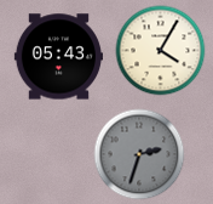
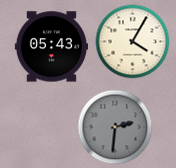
clock at (58, 57) position: (58, 57) -> (51, 47)
clock at (139, 154): 2:33 -> 2:31
